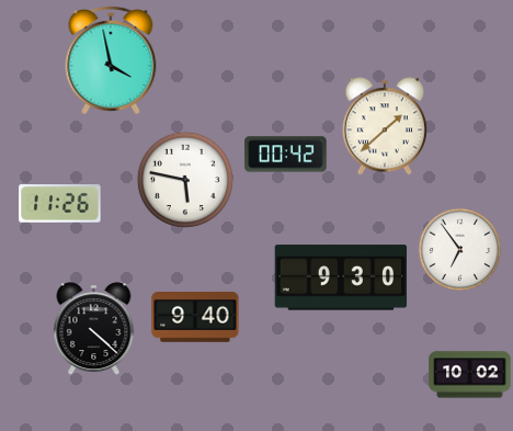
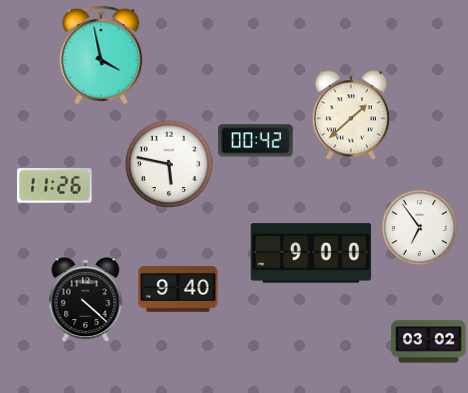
clock at (286, 155) position: (286, 155) -> (256, 141)
clock at (341, 277): 9:30 -> 9:00
clock at (470, 375): 10:02 -> 03:02
